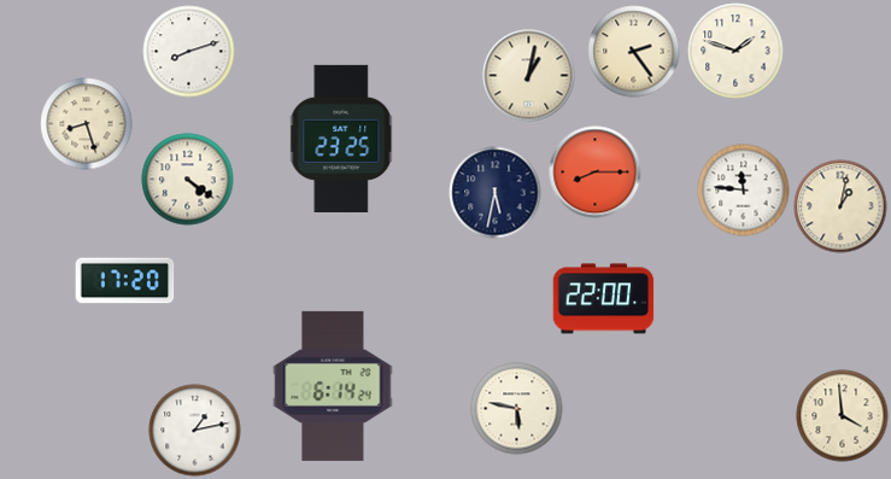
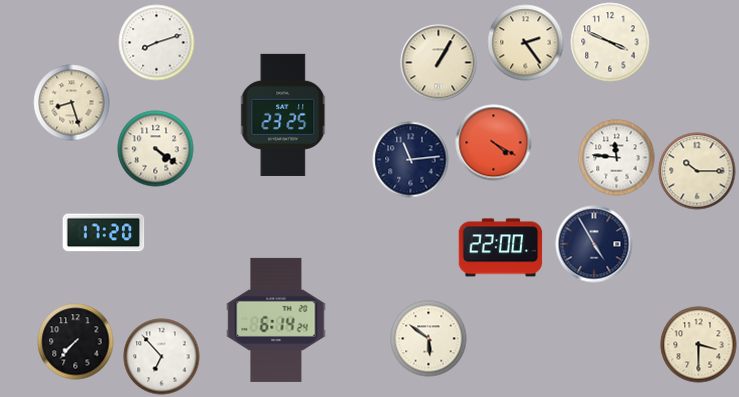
clock at (735, 51): 1:48 -> 3:49
clock at (529, 76): 1:02 -> 1:05
clock at (596, 173): 8:15 -> 4:20
clock at (496, 193): 5:32 -> 11:14
clock at (840, 206): 1:02 -> 10:15
clock at (594, 244): none -> 4:55
clock at (517, 409): 5:47 -> 5:51
clock at (76, 342): none -> 7:37
clock at (843, 416): 3:59 -> 3:30
clock at (195, 431): 1:13 -> 6:53
